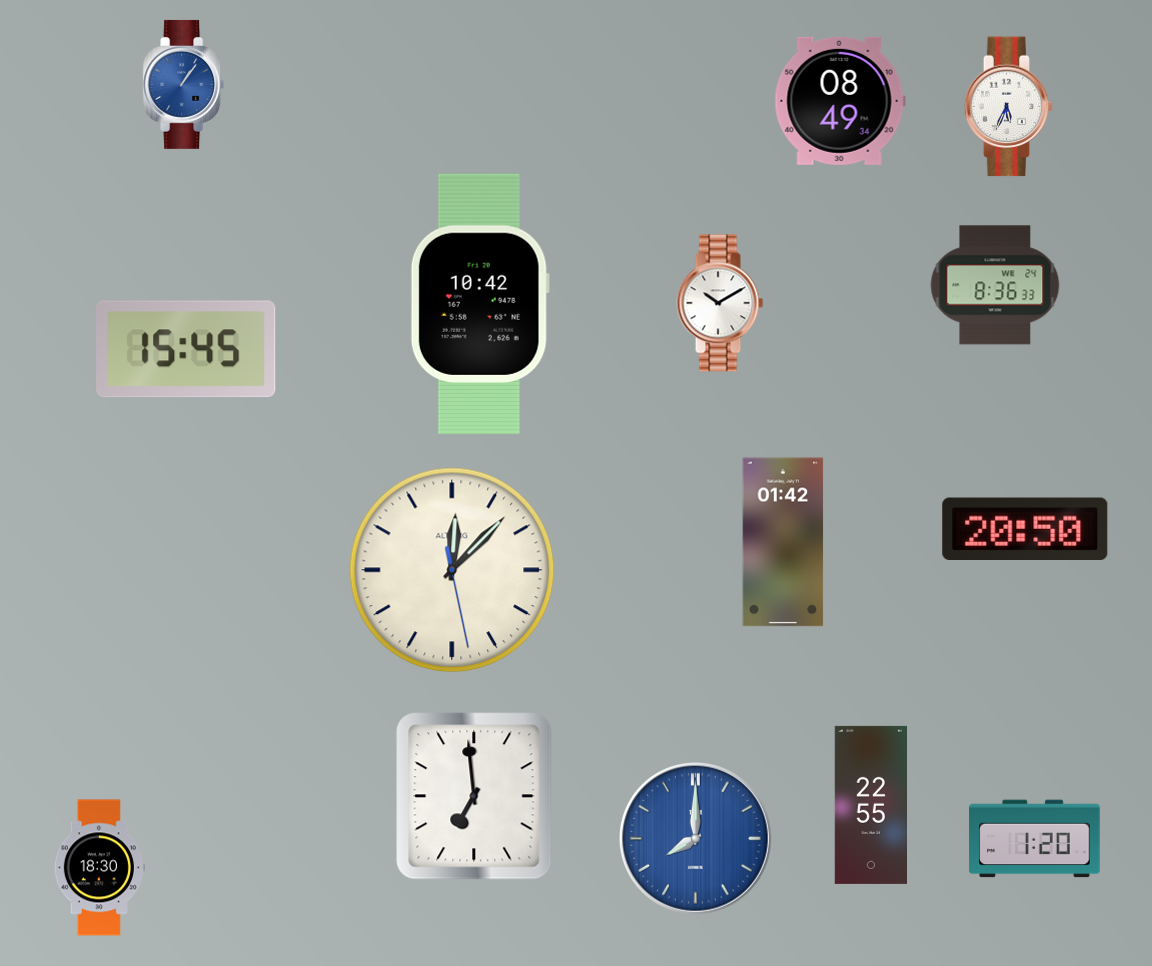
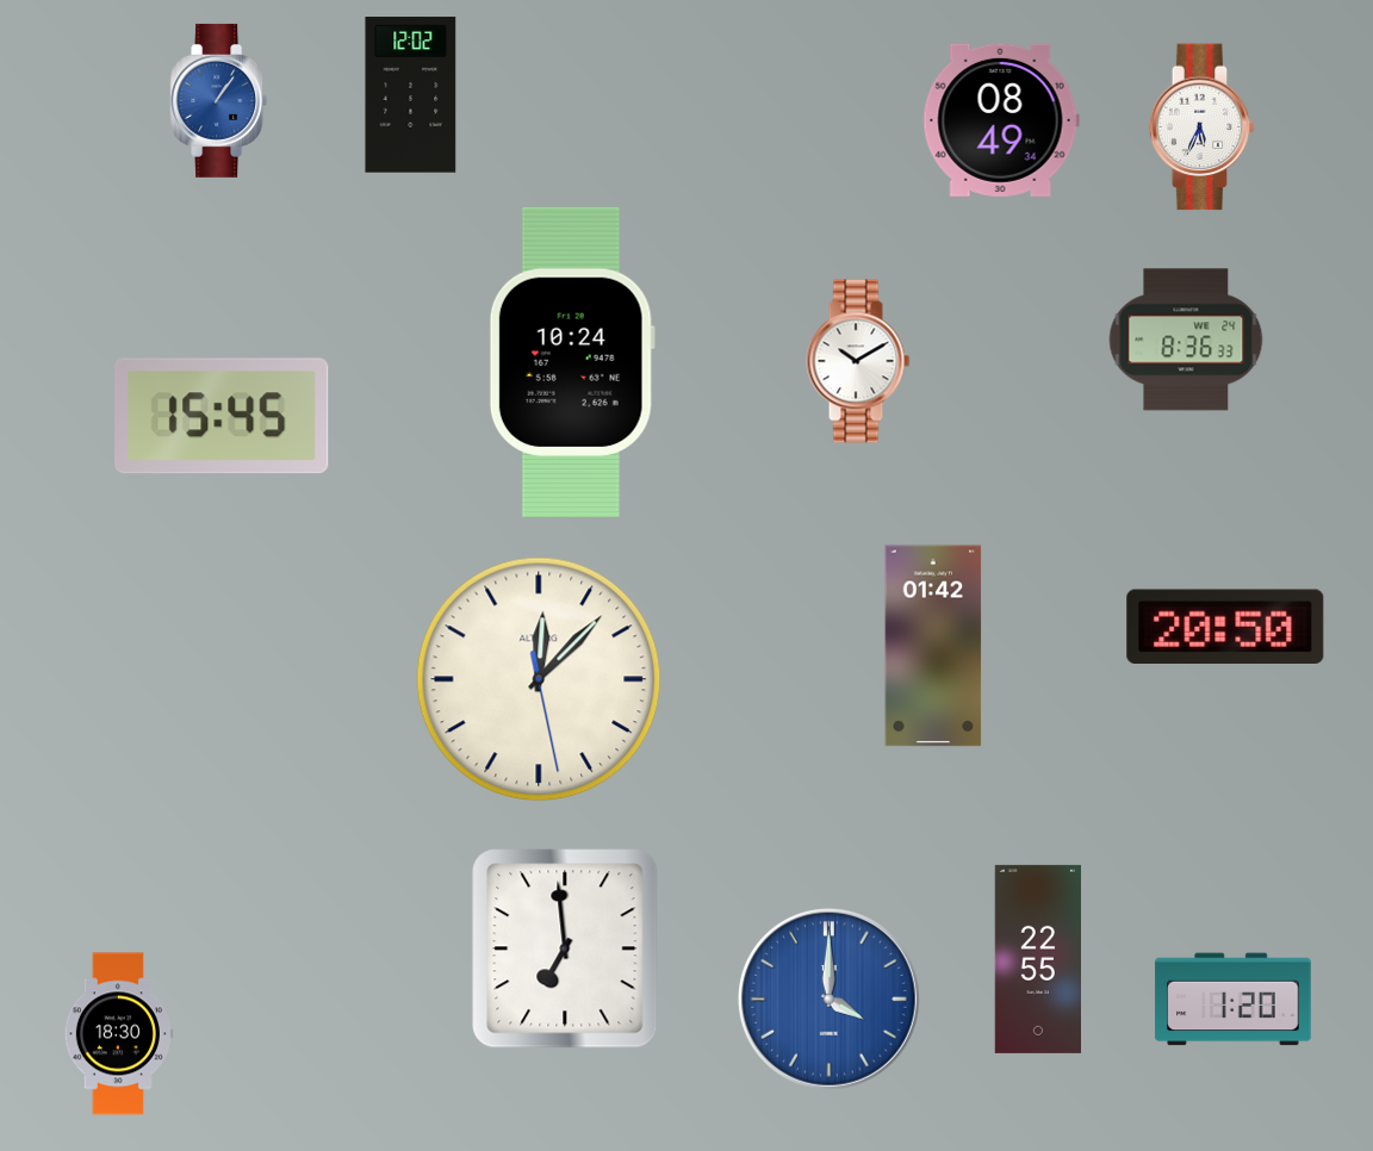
clock at (411, 95): none -> 12:02
clock at (480, 304): 10:42 -> 10:24
clock at (1025, 529) position: (1025, 529) -> (1225, 627)
clock at (695, 838): 8:00 -> 4:00
